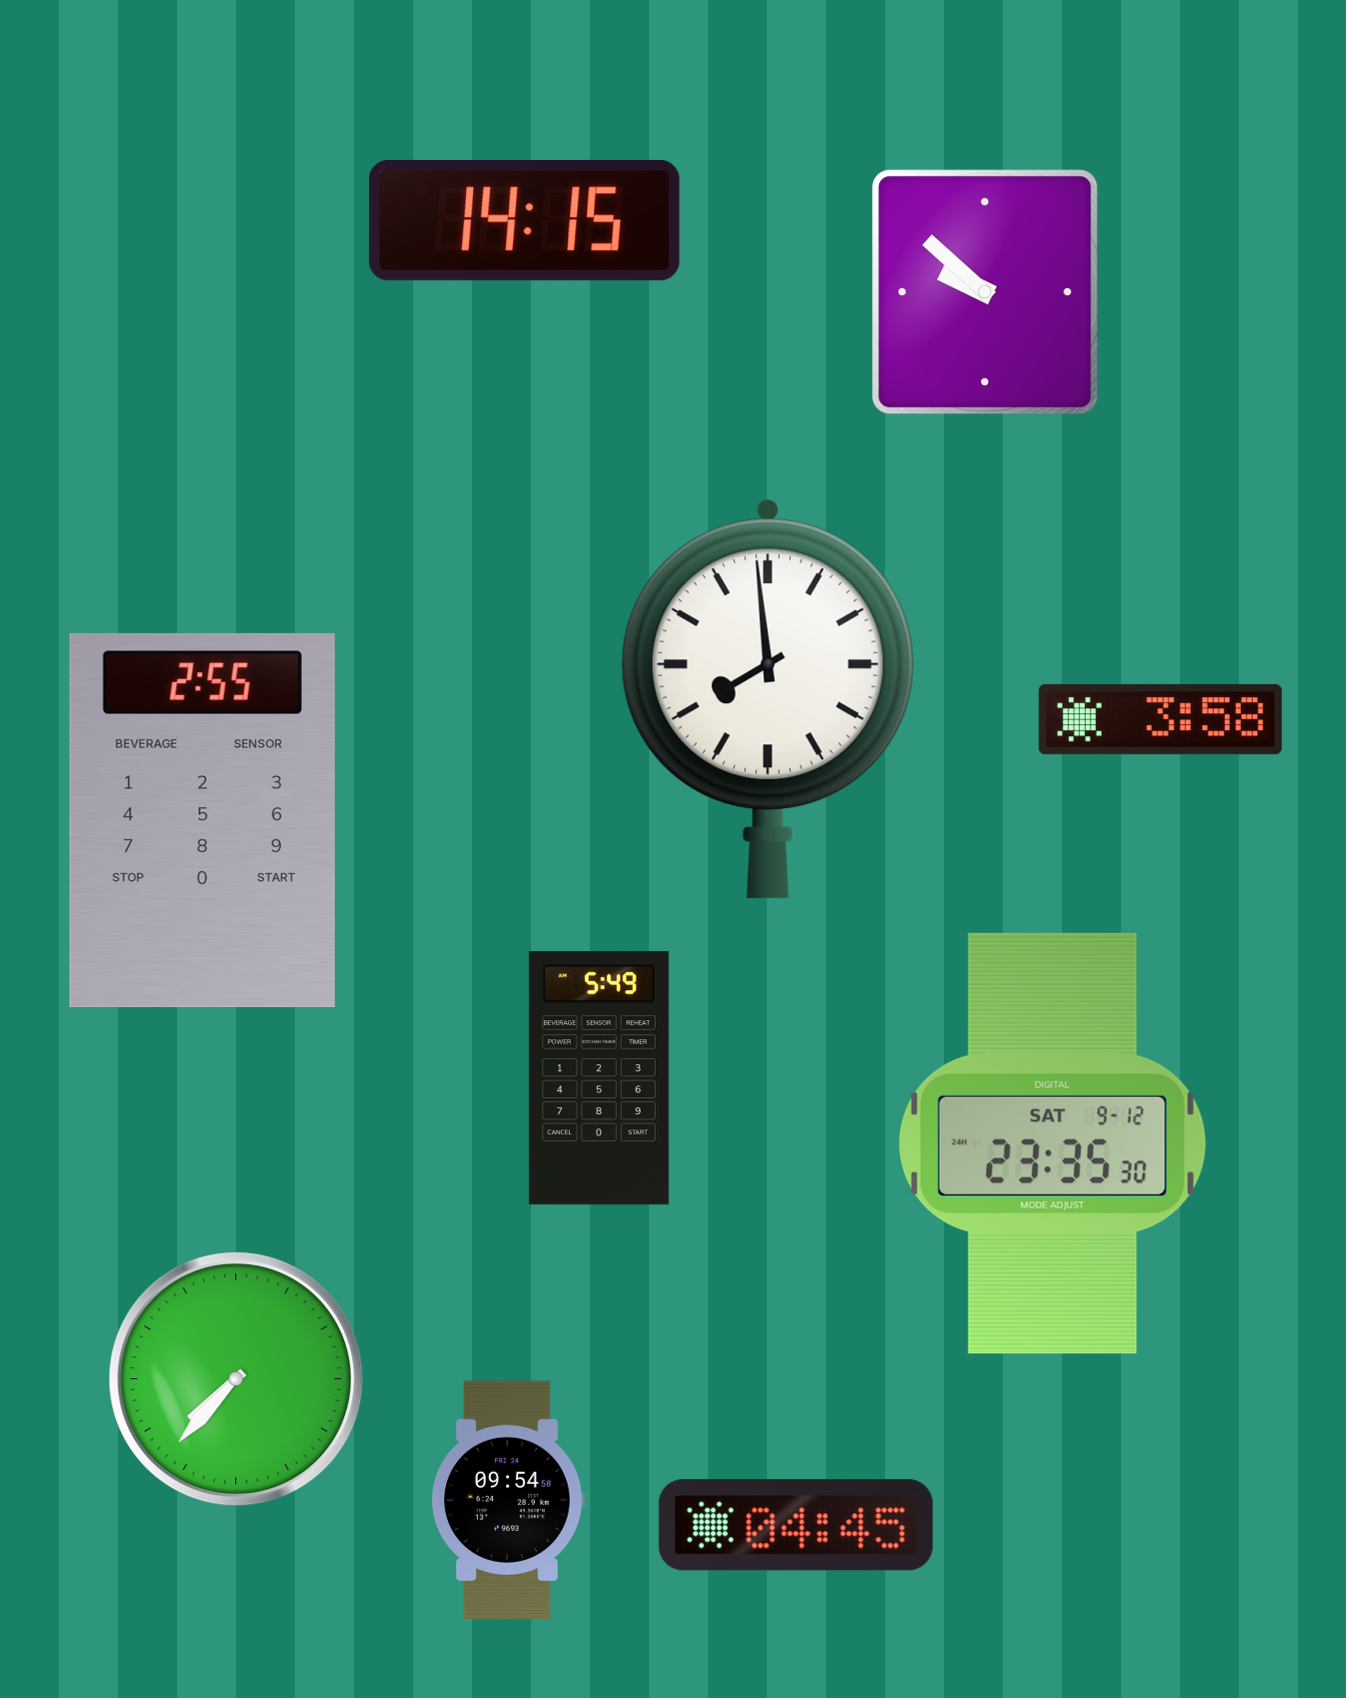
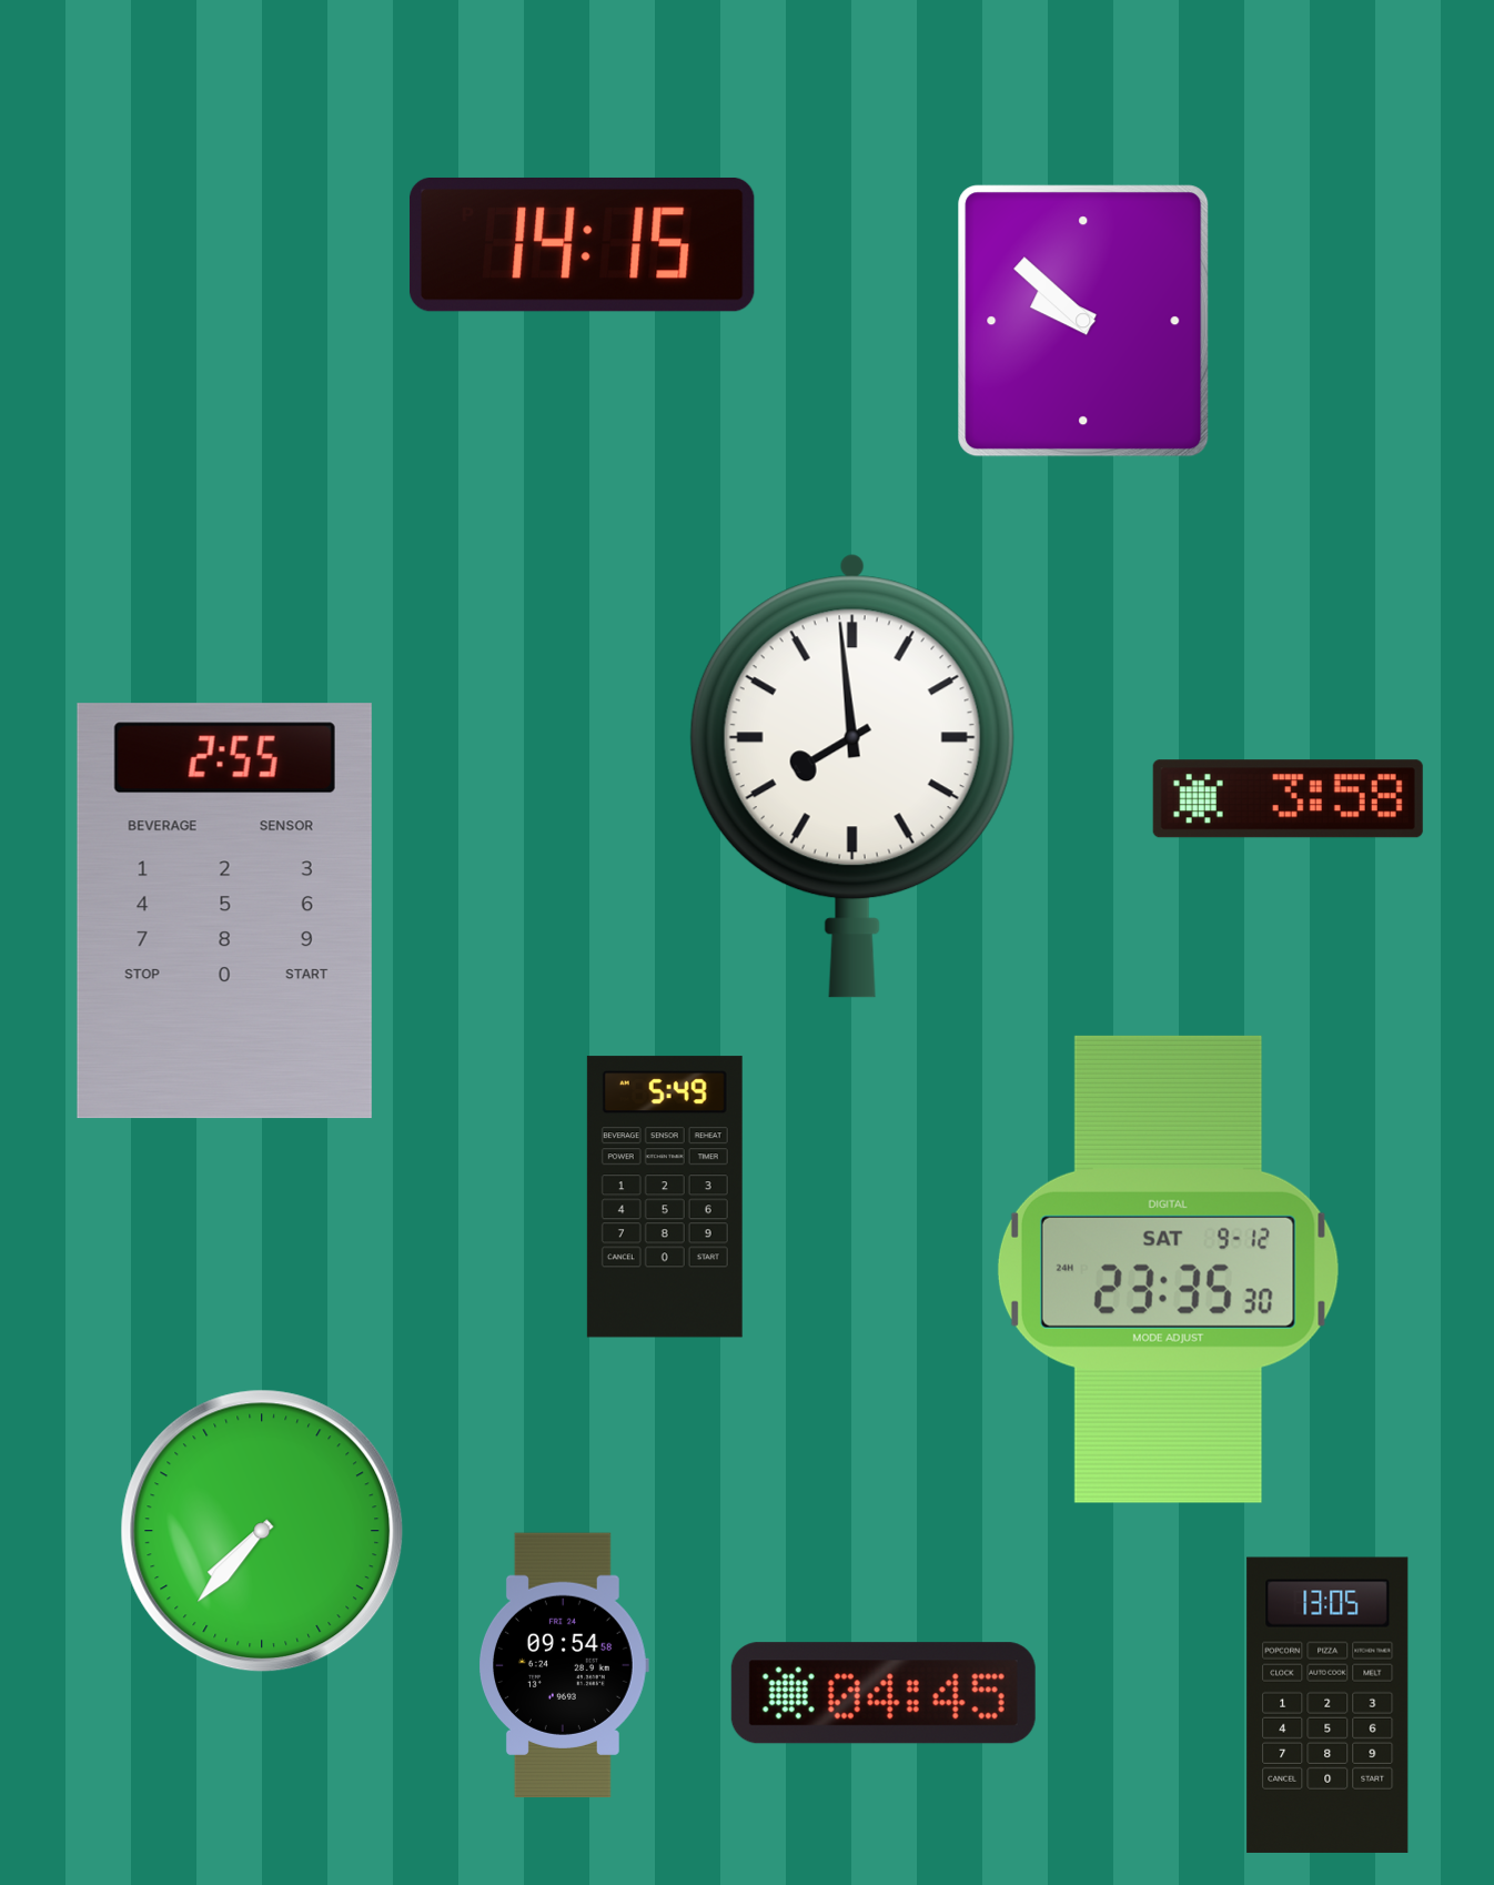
clock at (985, 292) position: (985, 292) -> (1083, 321)
clock at (1328, 1705): none -> 13:05
